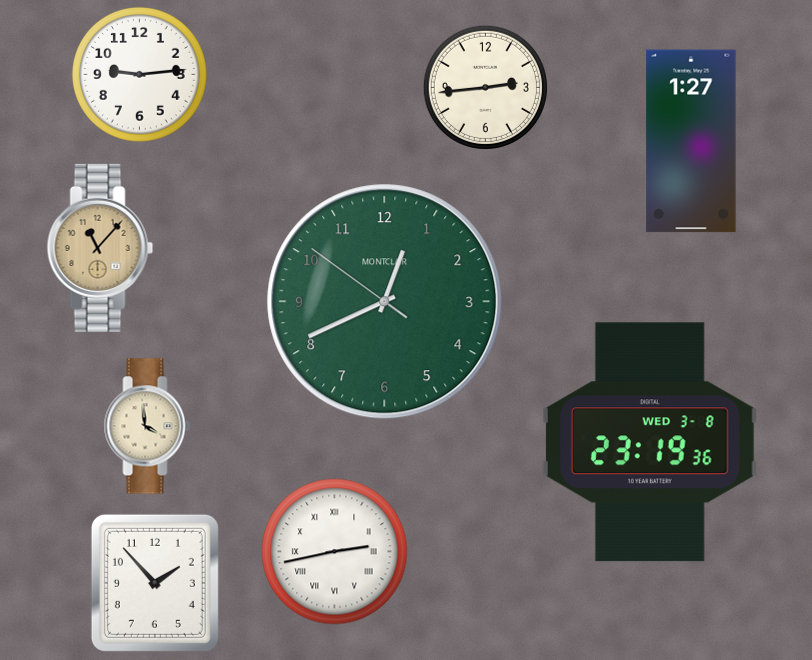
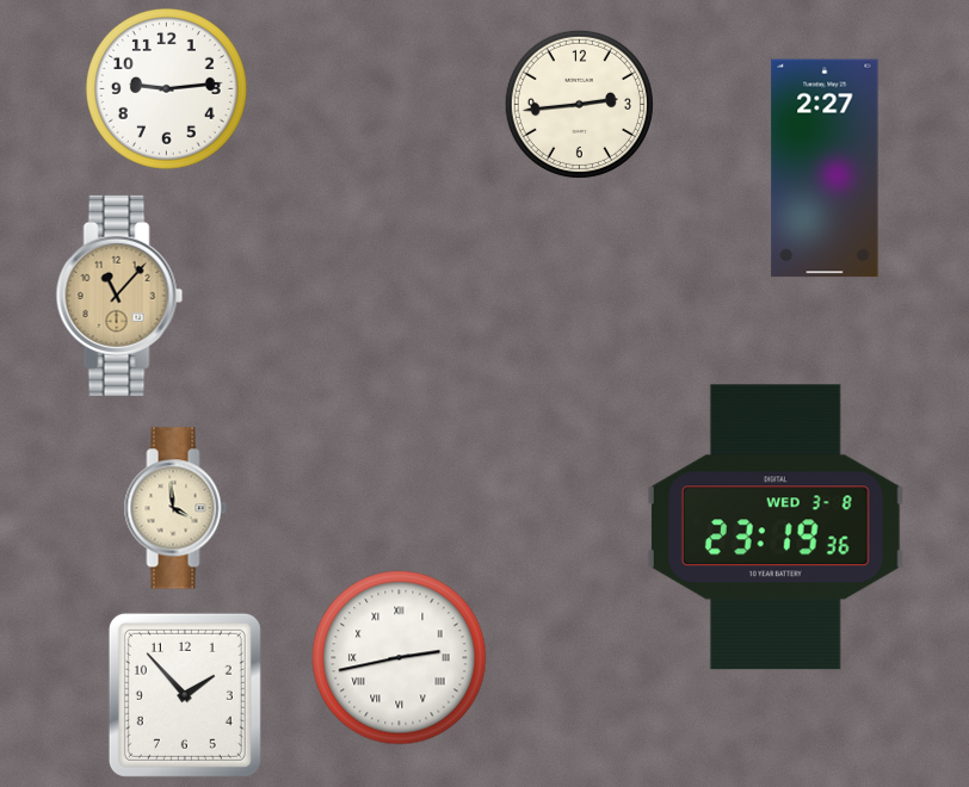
clock at (691, 141): 1:27 -> 2:27
clock at (385, 302): 12:40 -> none
